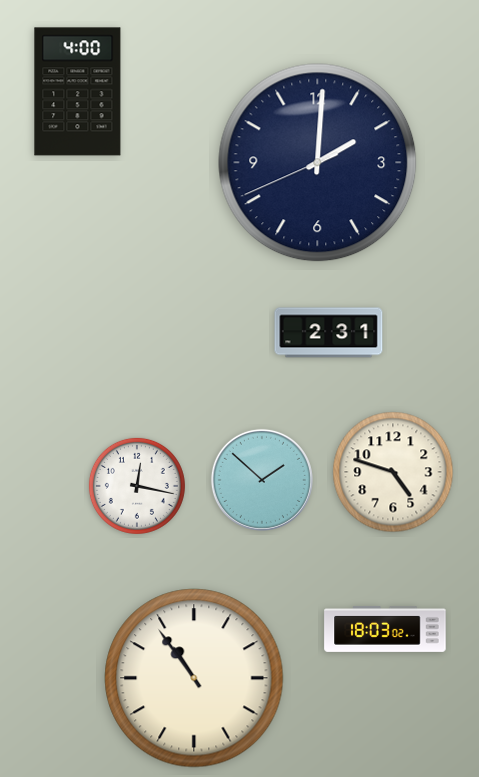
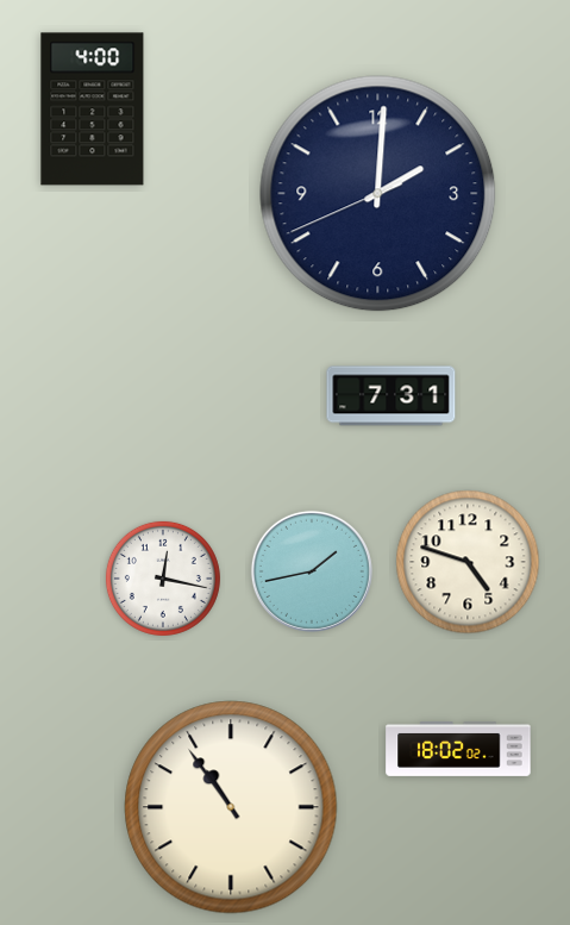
clock at (329, 333): 2:31 -> 7:31
clock at (262, 480): 1:52 -> 1:43
clock at (385, 629): 18:03 -> 18:02
